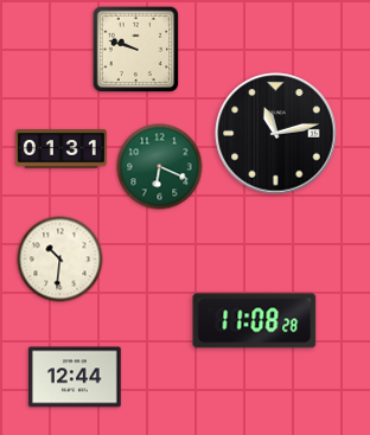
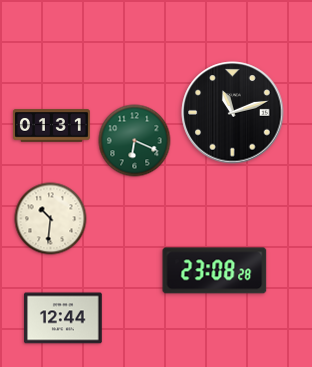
clock at (136, 50): 9:48 -> none
clock at (276, 134): 11:13 -> 11:12
clock at (255, 321): 11:08 -> 23:08
